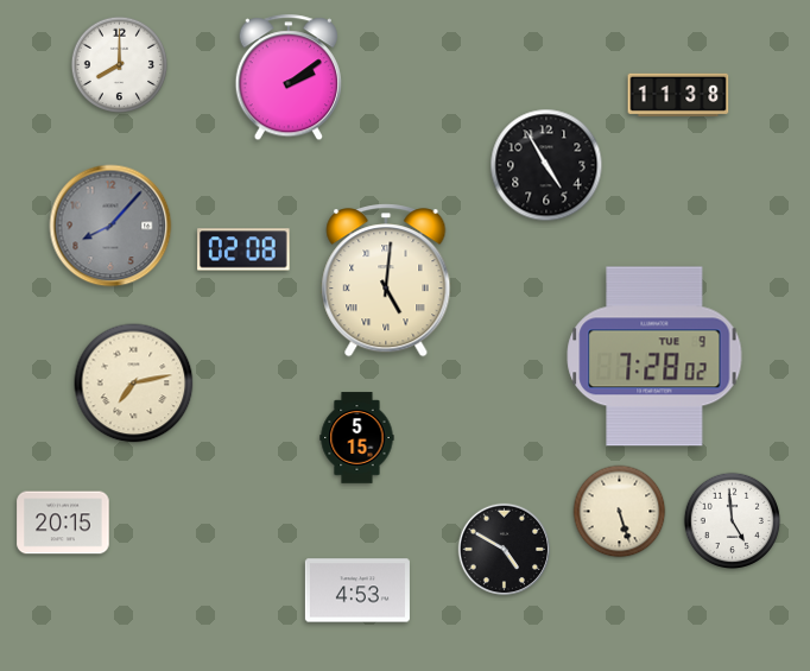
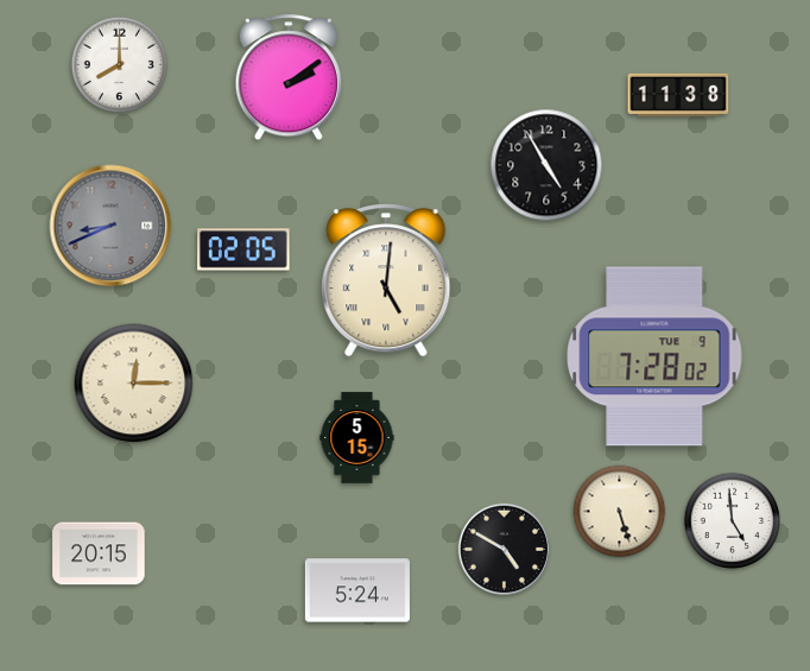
clock at (110, 226): 8:07 -> 8:41
clock at (243, 249): 02:08 -> 02:05
clock at (134, 384): 7:13 -> 12:15
clock at (63, 523) position: (63, 523) -> (99, 553)
clock at (357, 590): 4:53 -> 5:24
